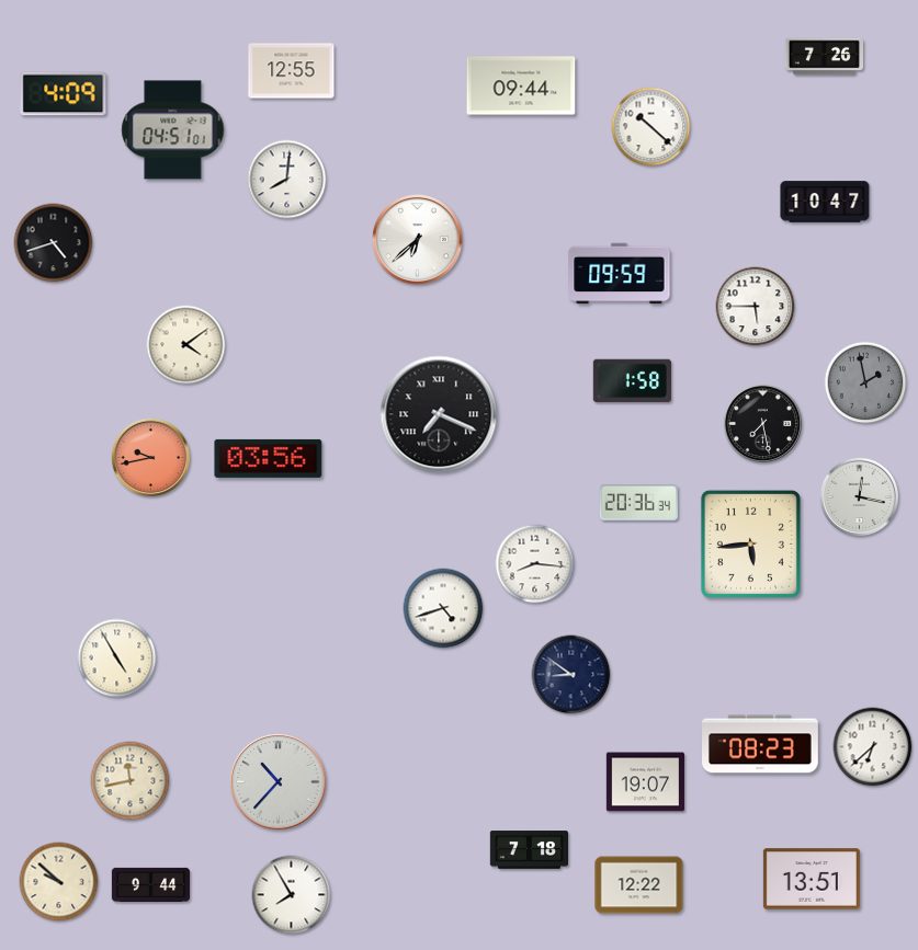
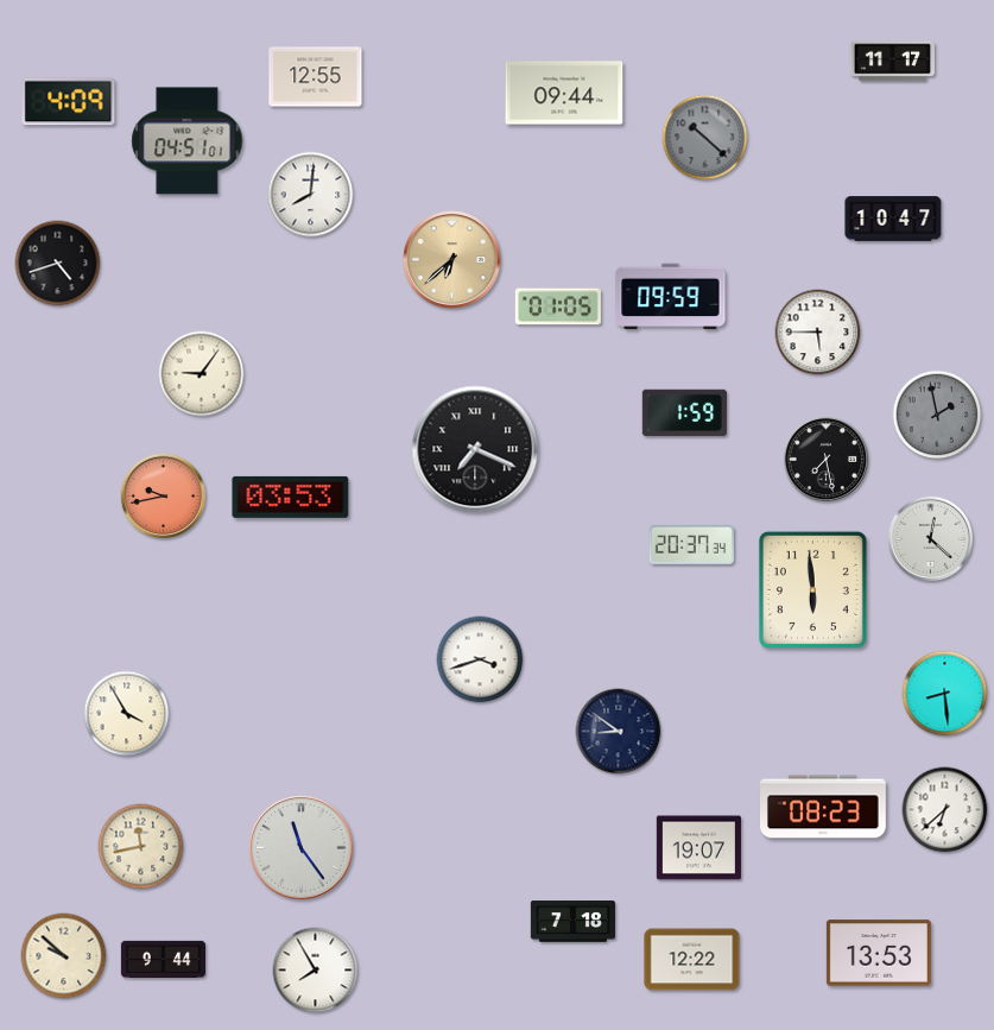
clock at (824, 57): 7:26 -> 11:17
clock at (651, 127) dial: white -> grey
clock at (418, 240) dial: white -> champagne
clock at (558, 307): none -> 01:05
clock at (186, 345): 4:09 -> 9:06
clock at (632, 381): 1:58 -> 1:59
clock at (269, 458): 03:56 -> 03:53
clock at (859, 496): 12:17 -> 12:22
clock at (638, 503): 20:36 -> 20:37
clock at (750, 543): 5:44 -> 5:59
clock at (535, 564): 8:16 -> none
clock at (443, 608): 4:42 -> 3:42
clock at (945, 694): none -> 8:29
clock at (117, 659): 4:55 -> 3:55
clock at (279, 782): 10:37 -> 11:24
clock at (812, 879): 13:51 -> 13:53
